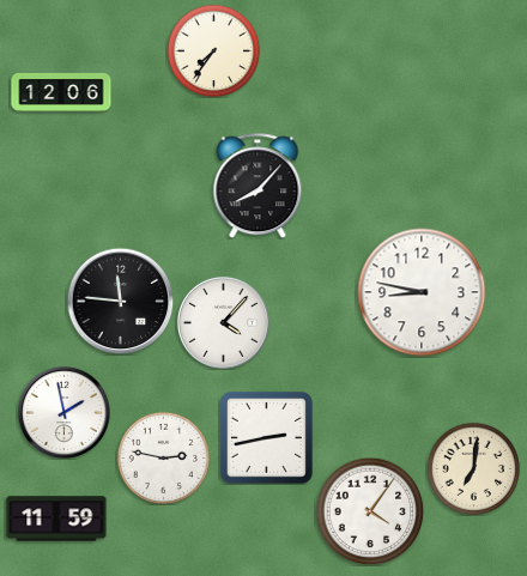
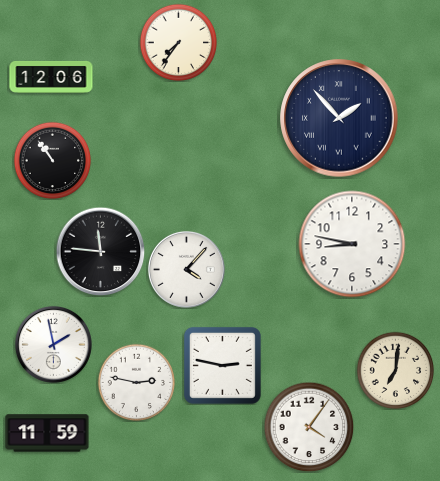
clock at (339, 118): none -> 1:53
clock at (258, 186): 8:07 -> none
clock at (52, 160): none -> 10:54
clock at (266, 437): 2:43 -> 2:47
clock at (473, 468) position: (473, 468) -> (395, 370)
